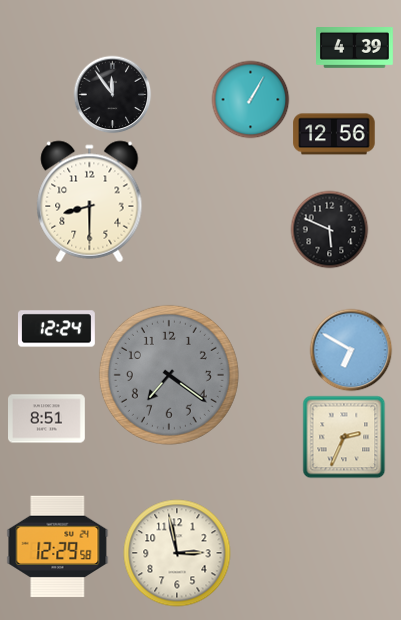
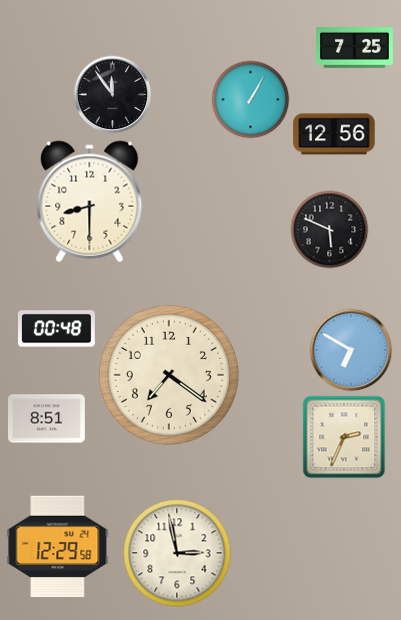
clock at (355, 48): 4:39 -> 7:25
clock at (57, 329): 12:24 -> 00:48
clock at (169, 375) dial: grey -> cream
